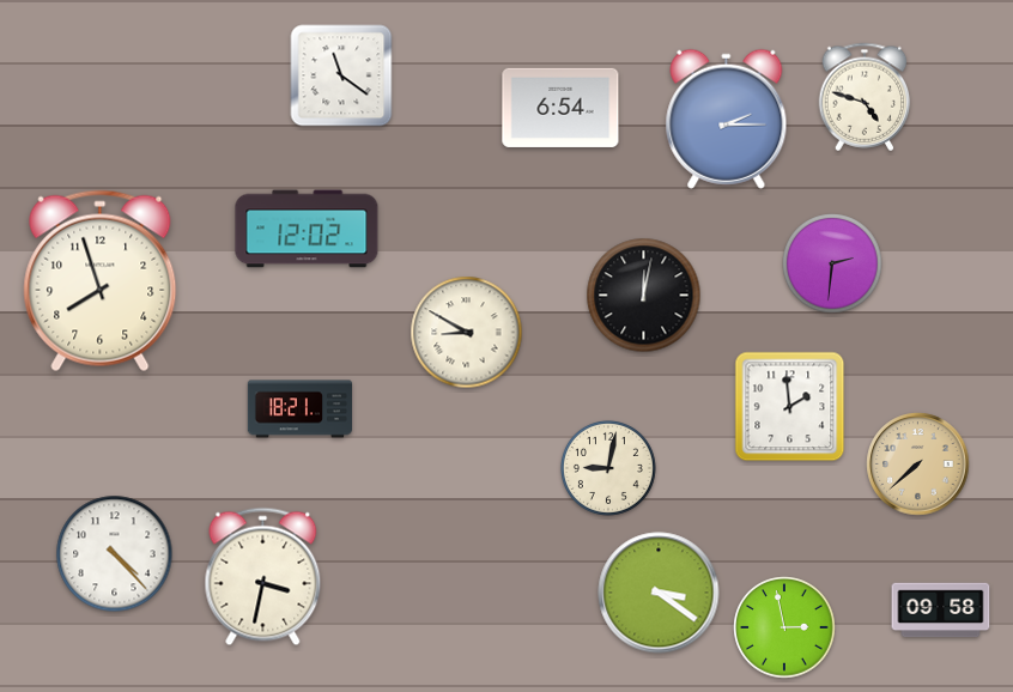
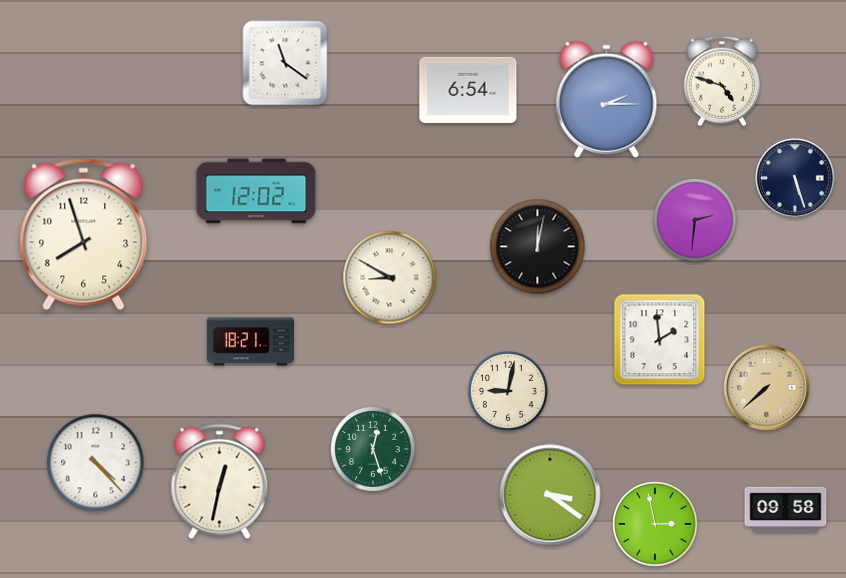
clock at (795, 178): none -> 5:27
clock at (373, 449): none -> 12:27
clock at (263, 577): 3:32 -> 12:32
